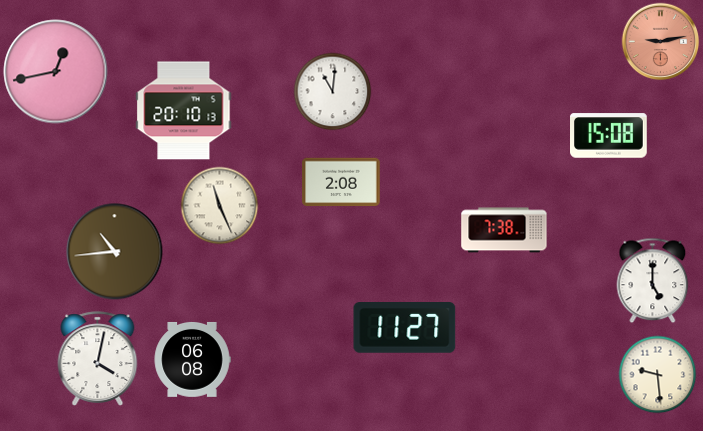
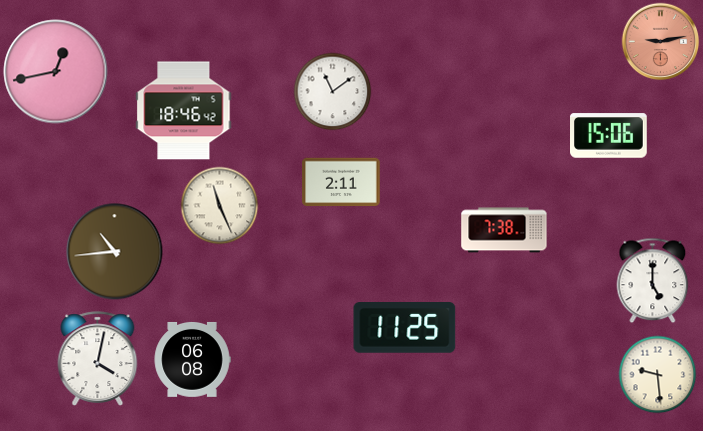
clock at (332, 91): 11:01 -> 11:09
clock at (184, 111): 20:10 -> 18:46
clock at (609, 136): 15:08 -> 15:06
clock at (341, 182): 2:08 -> 2:11
clock at (405, 328): 11:27 -> 11:25
